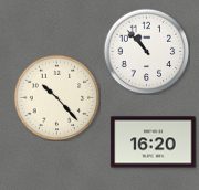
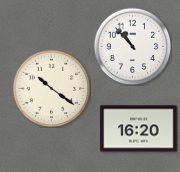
clock at (56, 97): 10:23 -> 10:21
